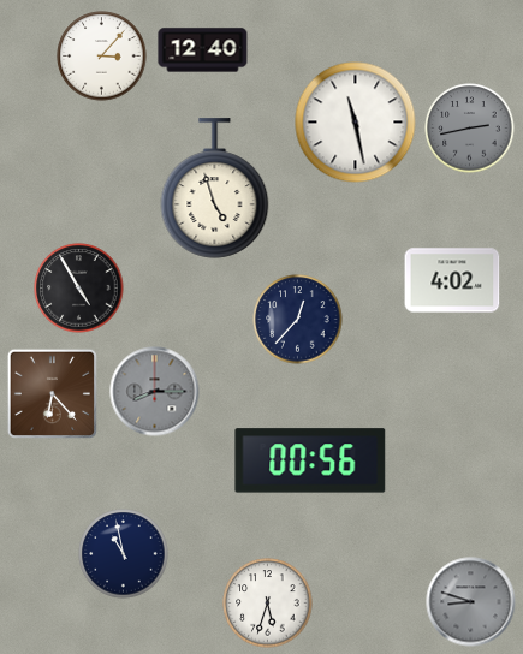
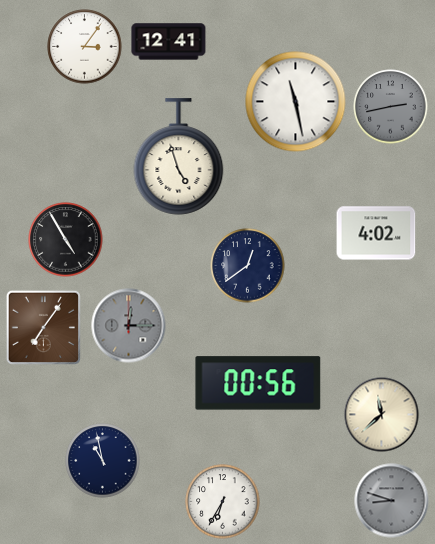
clock at (203, 50): 12:40 -> 12:41
clock at (102, 57): 3:07 -> 3:06
clock at (298, 320): 12:37 -> 12:39
clock at (155, 392): 8:15 -> 12:15
clock at (52, 393): 6:23 -> 7:06
clock at (382, 415): none -> 11:38
clock at (268, 604): 5:33 -> 6:35
